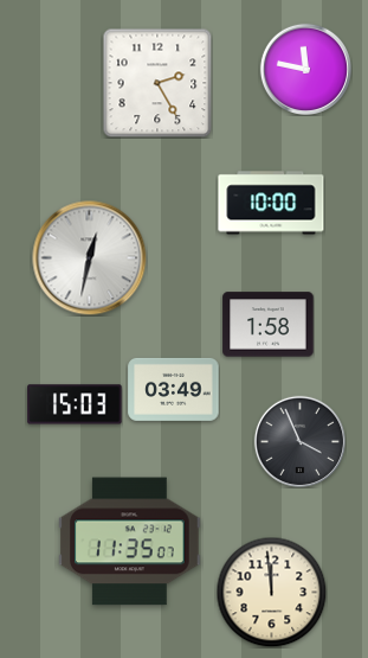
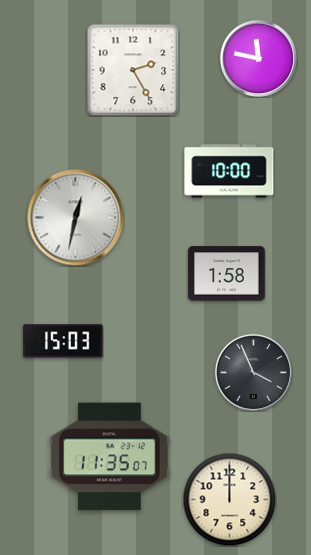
clock at (174, 389): 03:49 -> none
clock at (271, 592): 11:59 -> 12:00
